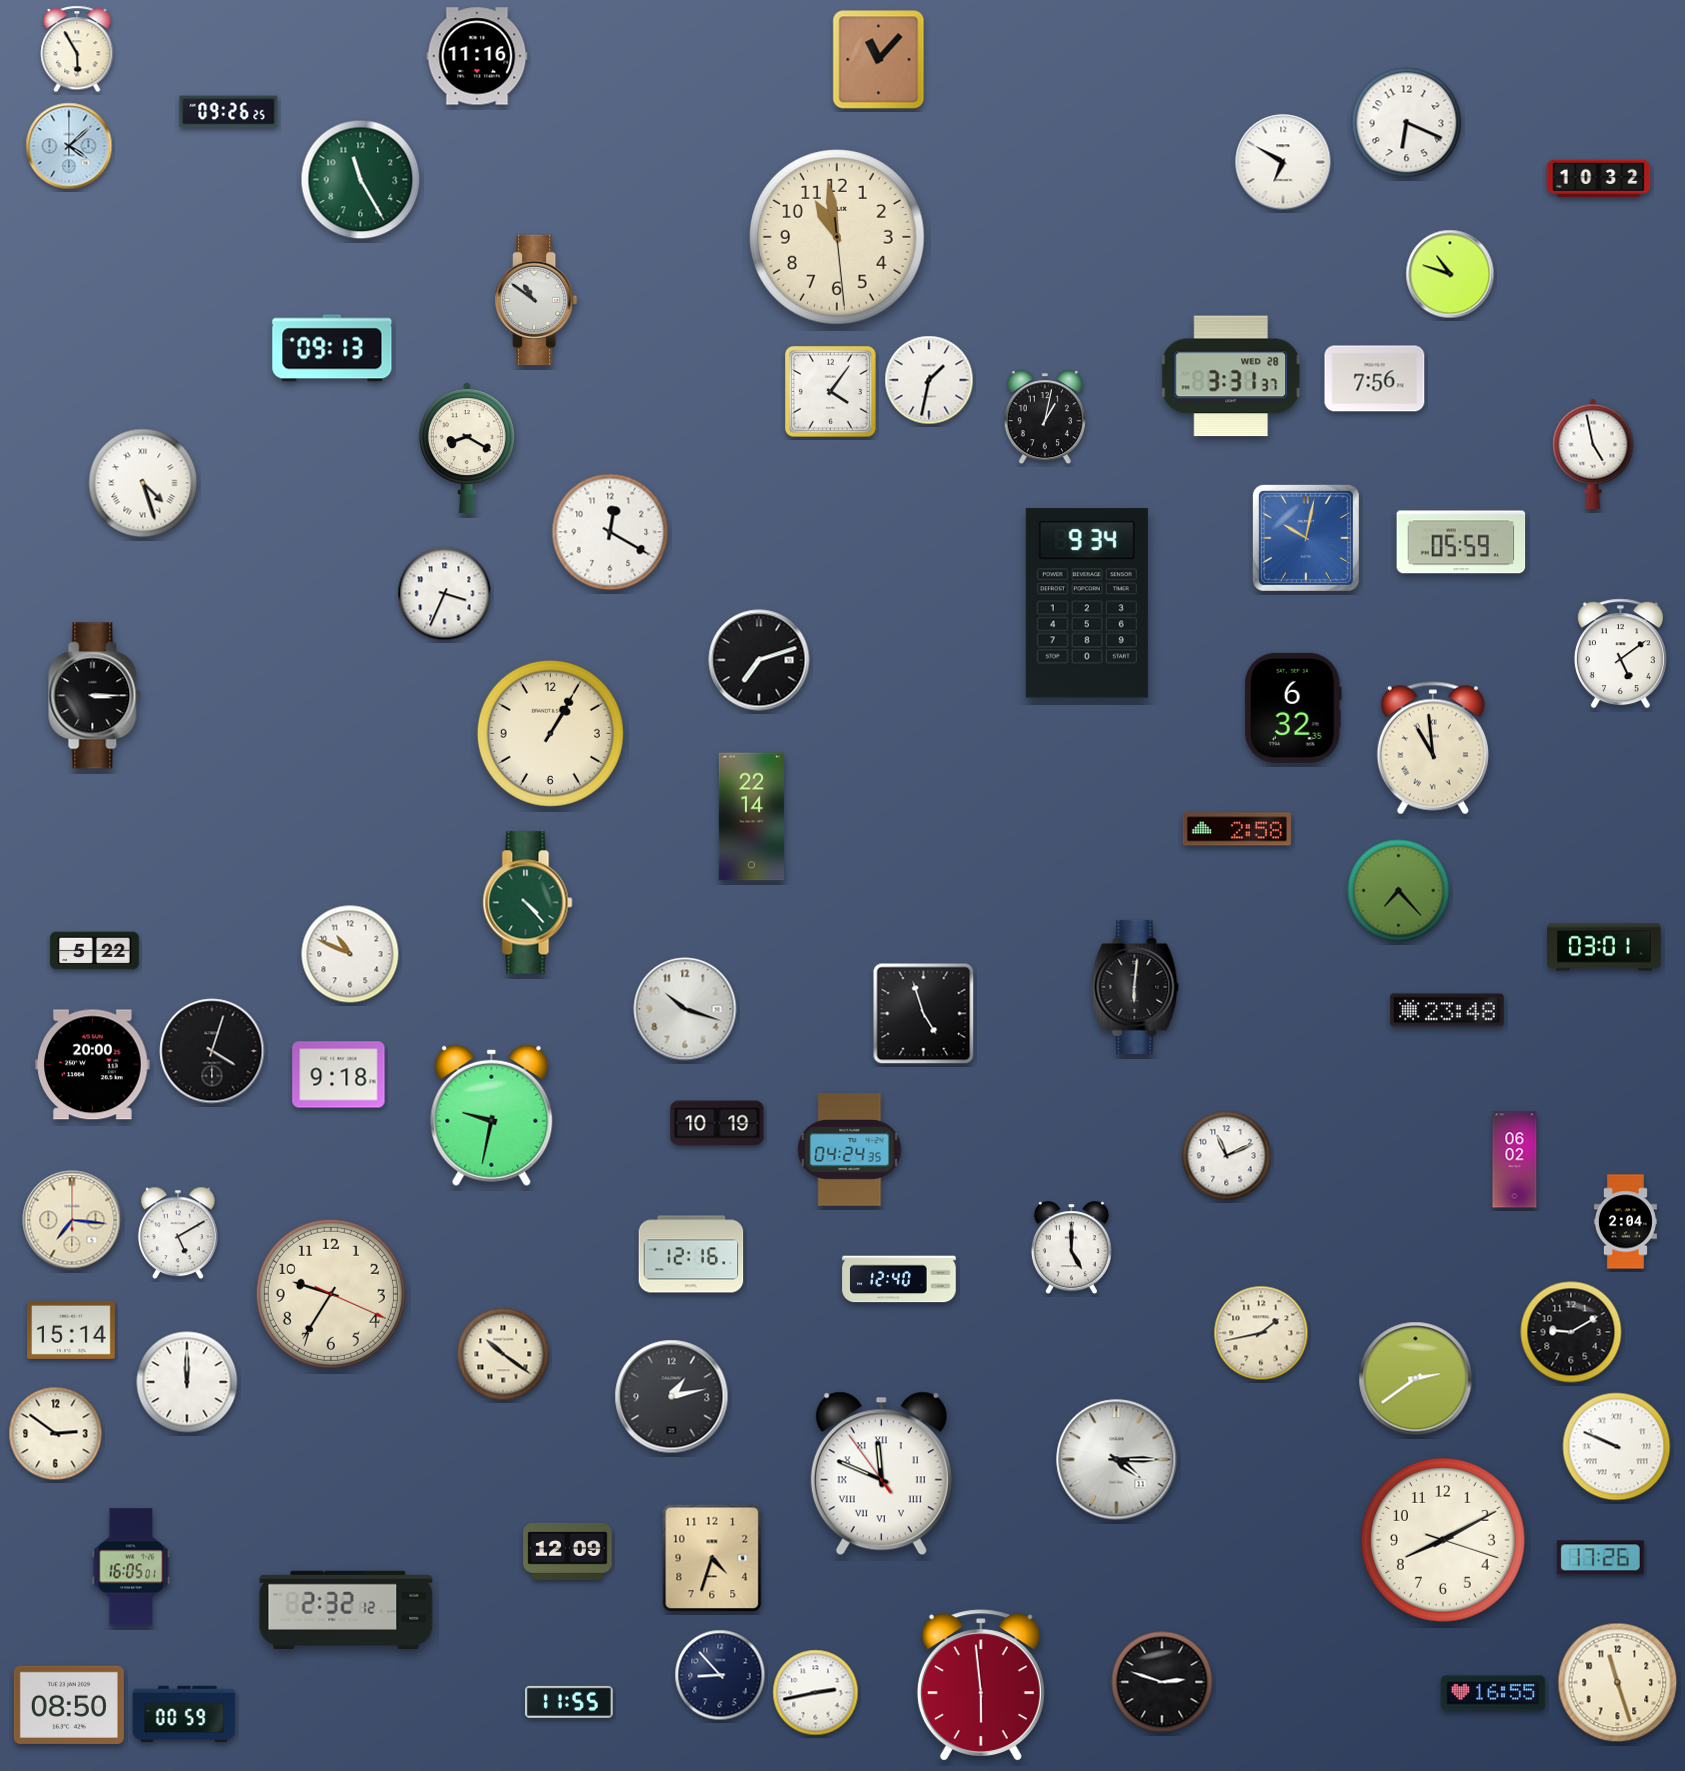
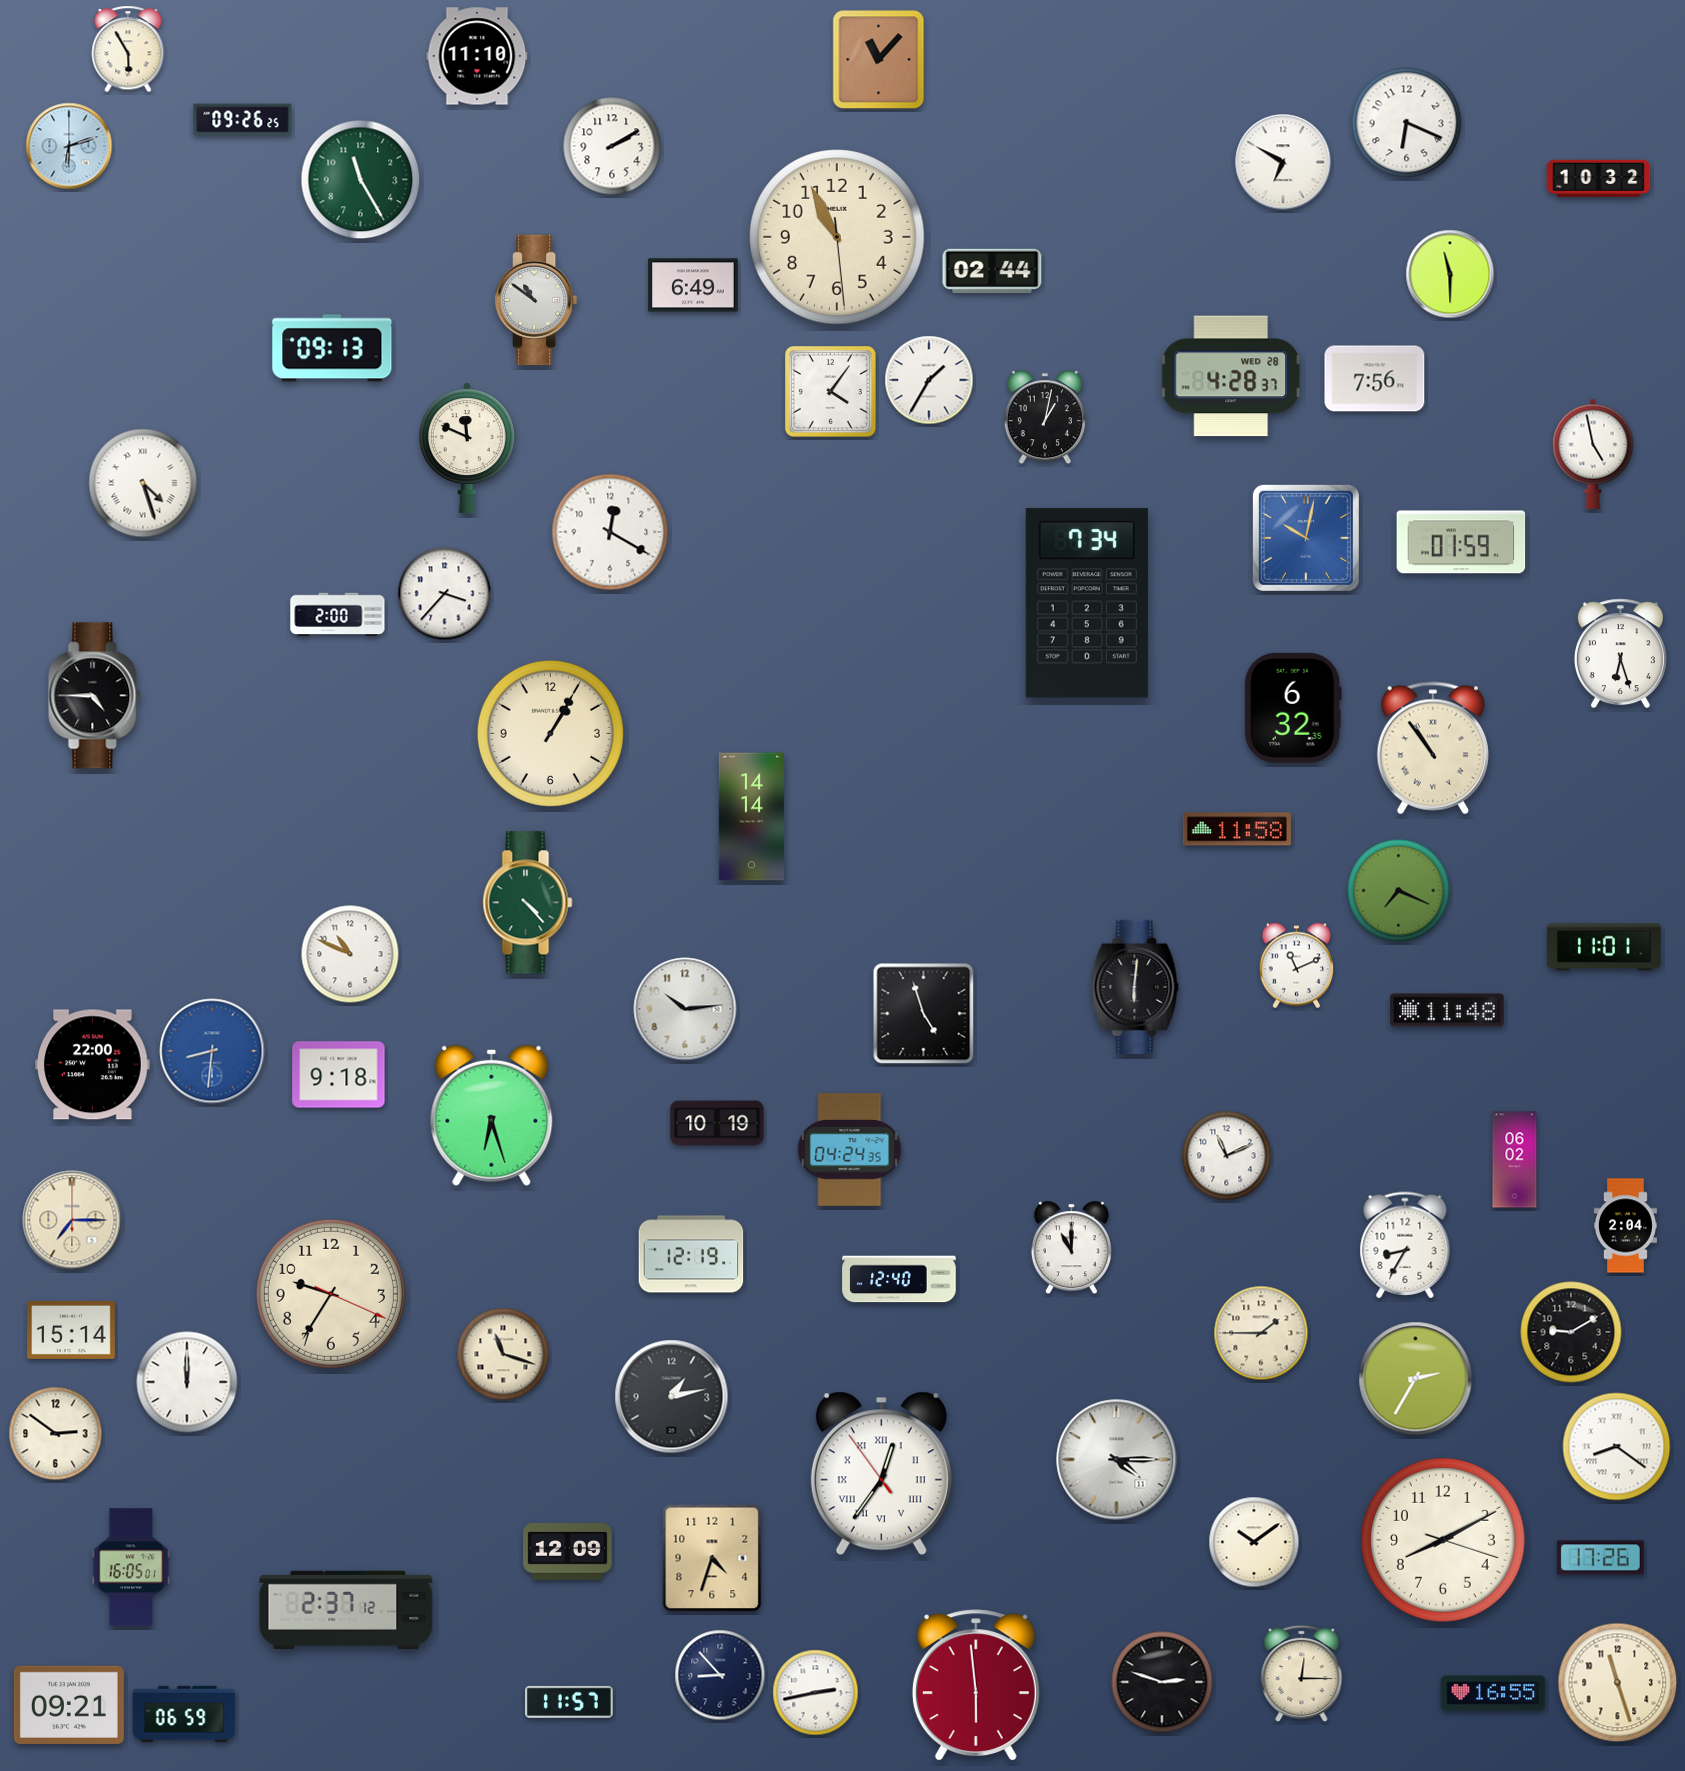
clock at (77, 49) position: (77, 49) -> (128, 49)
clock at (477, 56): 11:16 -> 11:10
clock at (229, 112) position: (229, 112) -> (243, 120)
clock at (69, 146): 4:08 -> 6:12
clock at (612, 146): none -> 2:10
clock at (837, 237): 10:58 -> 10:55
clock at (992, 271): none -> 02:44
clock at (1450, 274): 10:48 -> 11:30
clock at (693, 285): none -> 6:49
clock at (1231, 376): 3:31 -> 4:28
clock at (929, 380): 1:32 -> 1:35
clock at (467, 448): 8:20 -> 11:49
clock at (1461, 542): 05:59 -> 01:59
clock at (445, 594): 3:34 -> 3:37
clock at (1087, 603): 9:34 -> 7:34
clock at (338, 615): none -> 2:00
clock at (1620, 654): 5:09 -> 6:27
clock at (759, 660): 7:12 -> none
clock at (95, 696): 3:15 -> 4:45
clock at (1433, 748): 10:59 -> 10:54
clock at (751, 817): 22:14 -> 14:14
clock at (1237, 829): 2:58 -> 11:58
clock at (1399, 891): 7:23 -> 7:19
clock at (1604, 947): 03:01 -> 11:01
clock at (95, 951): 5:22 -> none
clock at (1296, 966): none -> 11:11
clock at (685, 1009): 10:18 -> 10:14
clock at (1447, 1010): 23:48 -> 11:48
clock at (212, 1051): 4:03 -> 8:31
clock at (212, 1051) dial: black -> blue
clock at (93, 1065): 20:00 -> 22:00
clock at (492, 1115): 9:32 -> 6:27
clock at (72, 1220): 7:16 -> 7:15
clock at (1625, 1222) position: (1625, 1222) -> (1625, 1226)
clock at (178, 1233): 5:10 -> none
clock at (1405, 1245): none -> 8:35
clock at (1071, 1248): 5:00 -> 11:00
clock at (691, 1254): 12:16 -> 12:19
clock at (1261, 1333): 1:43 -> 1:45
clock at (503, 1354): 10:21 -> 11:18
clock at (1416, 1379): 2:39 -> 2:35
clock at (1617, 1447): 9:49 -> 8:21
clock at (881, 1474): 11:48 -> 12:35
clock at (1254, 1542): none -> 10:09
clock at (346, 1609): 2:32 -> 2:37
clock at (1302, 1674): none -> 12:15
clock at (981, 1685) position: (981, 1685) -> (976, 1685)
clock at (570, 1702): 11:55 -> 11:57
clock at (69, 1705): 08:50 -> 09:21
clock at (184, 1713): 00:59 -> 06:59
